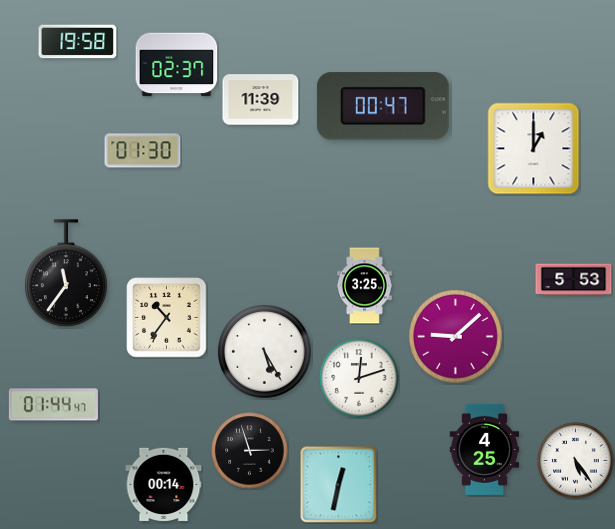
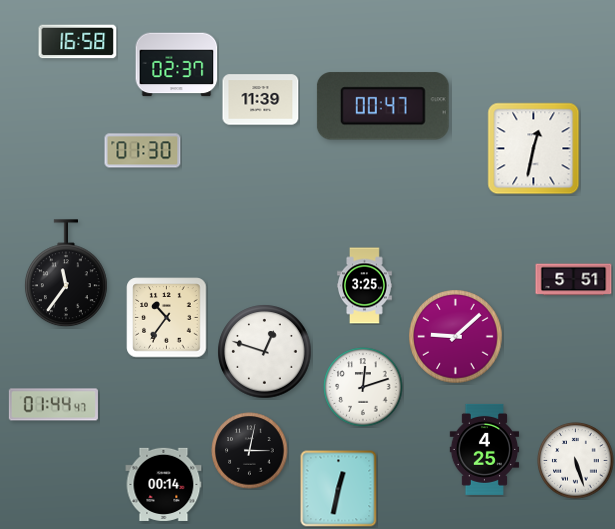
clock at (78, 42): 19:58 -> 16:58
clock at (534, 149): 1:00 -> 12:32
clock at (574, 280): 5:53 -> 5:51
clock at (265, 352): 5:25 -> 12:48
clock at (359, 378) position: (359, 378) -> (363, 387)
clock at (250, 451): 2:57 -> 3:02
clock at (576, 461): 5:24 -> 5:27
clock at (339, 485) position: (339, 485) -> (339, 489)
